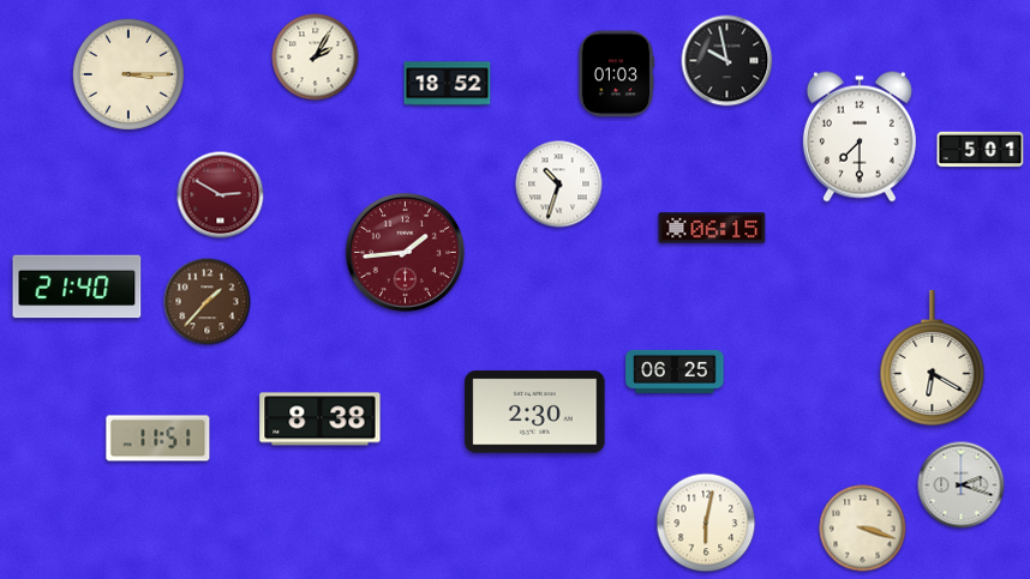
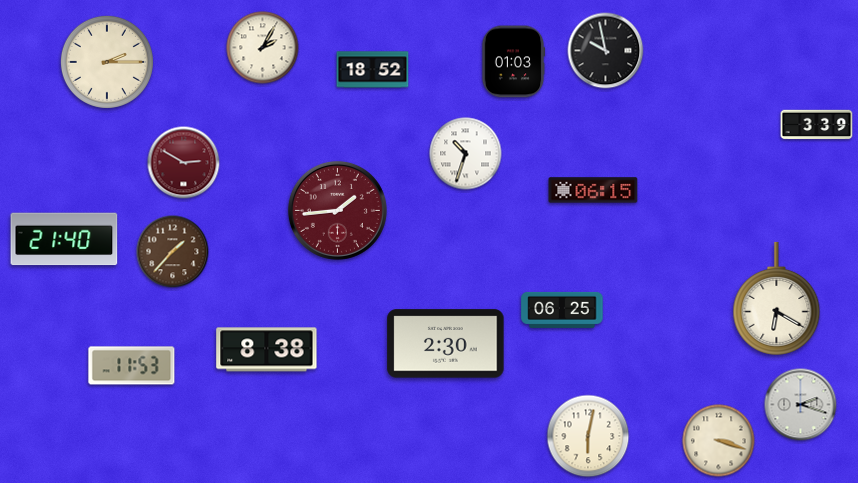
clock at (128, 74): 3:15 -> 2:15
clock at (860, 137): 7:30 -> none
clock at (981, 150): 5:01 -> 3:39
clock at (158, 439): 11:51 -> 11:53
